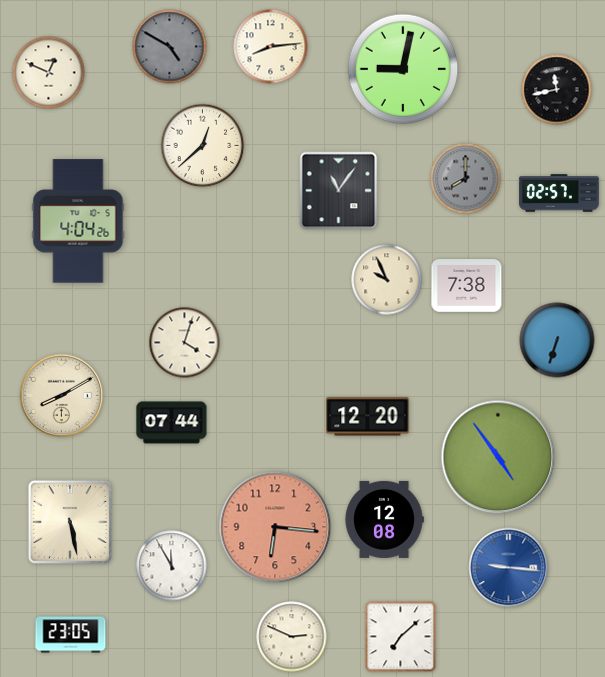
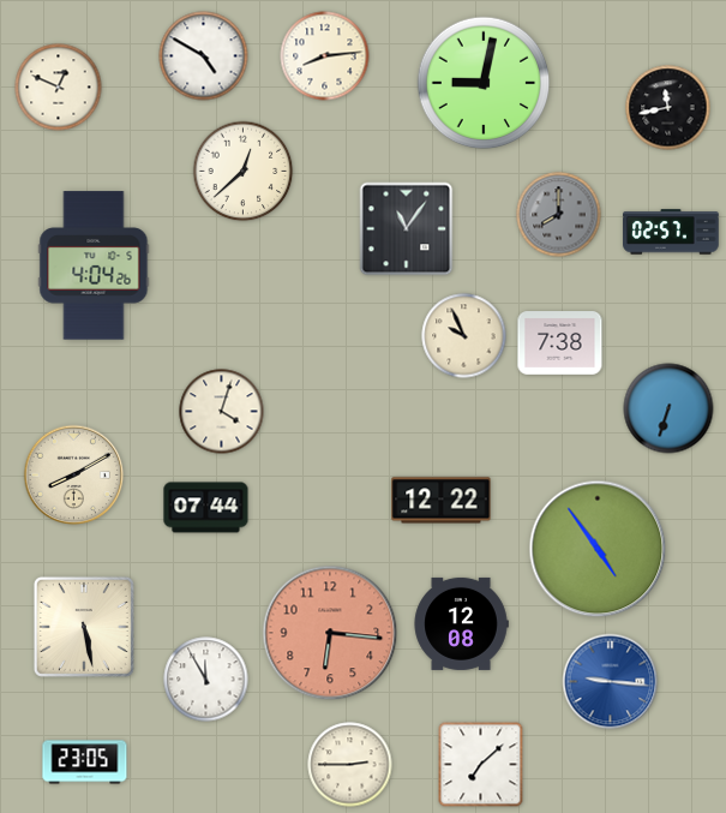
clock at (170, 47) dial: grey -> white
clock at (203, 146) position: (203, 146) -> (244, 172)
clock at (368, 417): 12:20 -> 12:22
clock at (292, 637): 2:49 -> 2:45
